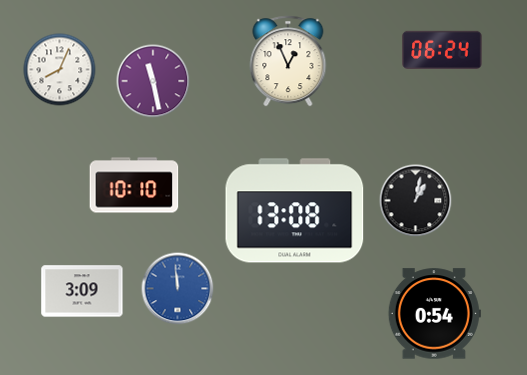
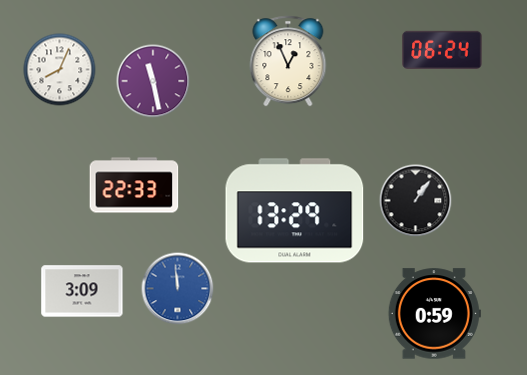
clock at (134, 185): 10:10 -> 22:33
clock at (416, 201): 1:02 -> 1:06
clock at (295, 211): 13:08 -> 13:29
clock at (434, 314): 0:54 -> 0:59
